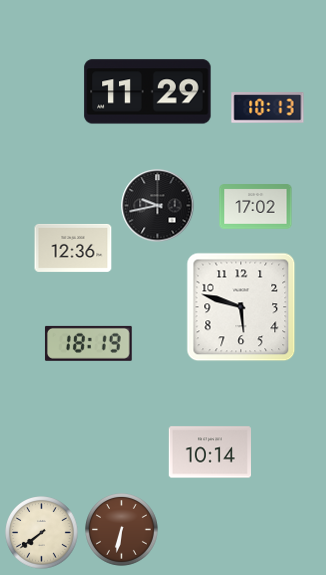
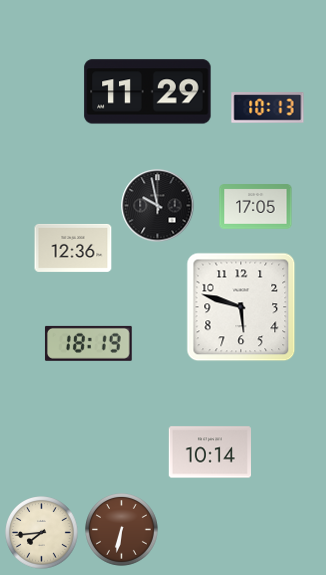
clock at (158, 206): 9:43 -> 9:58
clock at (256, 207): 17:02 -> 17:05
clock at (42, 533): 7:39 -> 7:44
